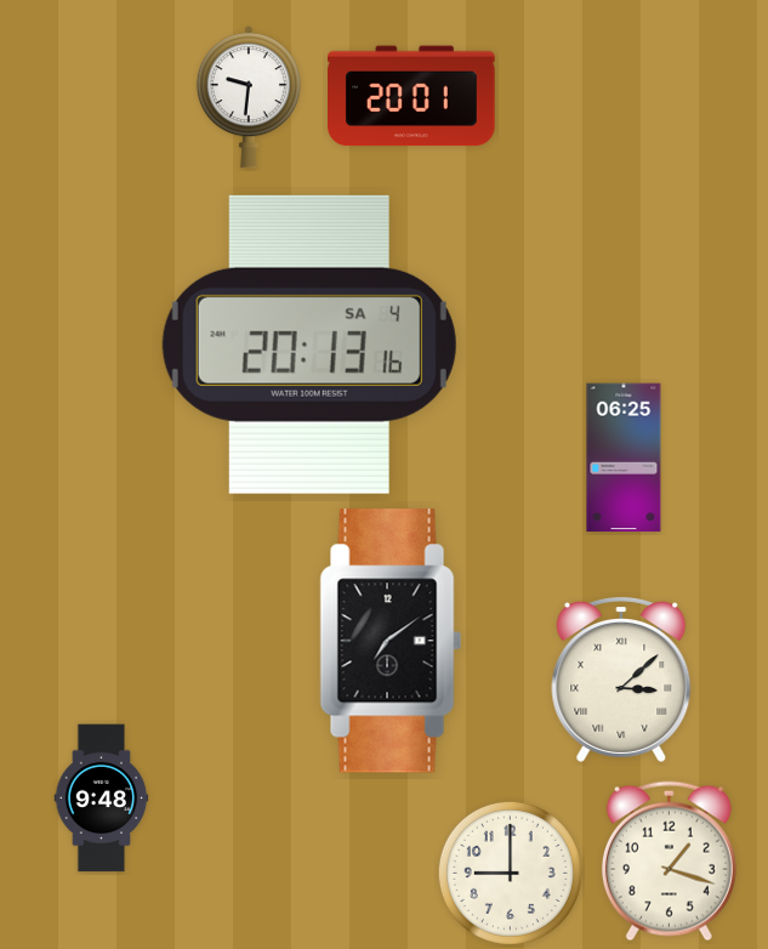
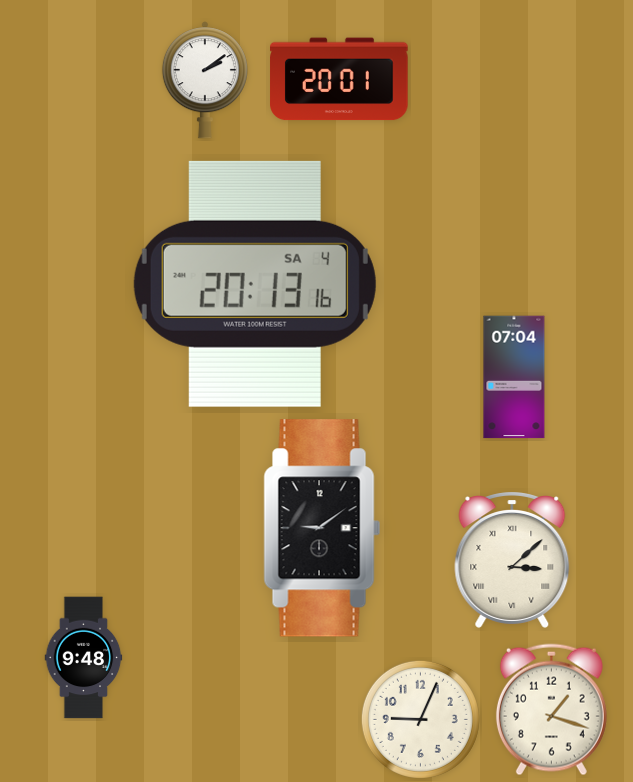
clock at (249, 97): 9:31 -> 2:09
clock at (624, 458): 06:25 -> 07:04
clock at (391, 641): 7:09 -> 9:09
clock at (510, 873): 9:00 -> 9:04
